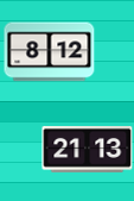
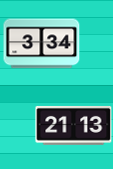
clock at (50, 52): 8:12 -> 3:34
